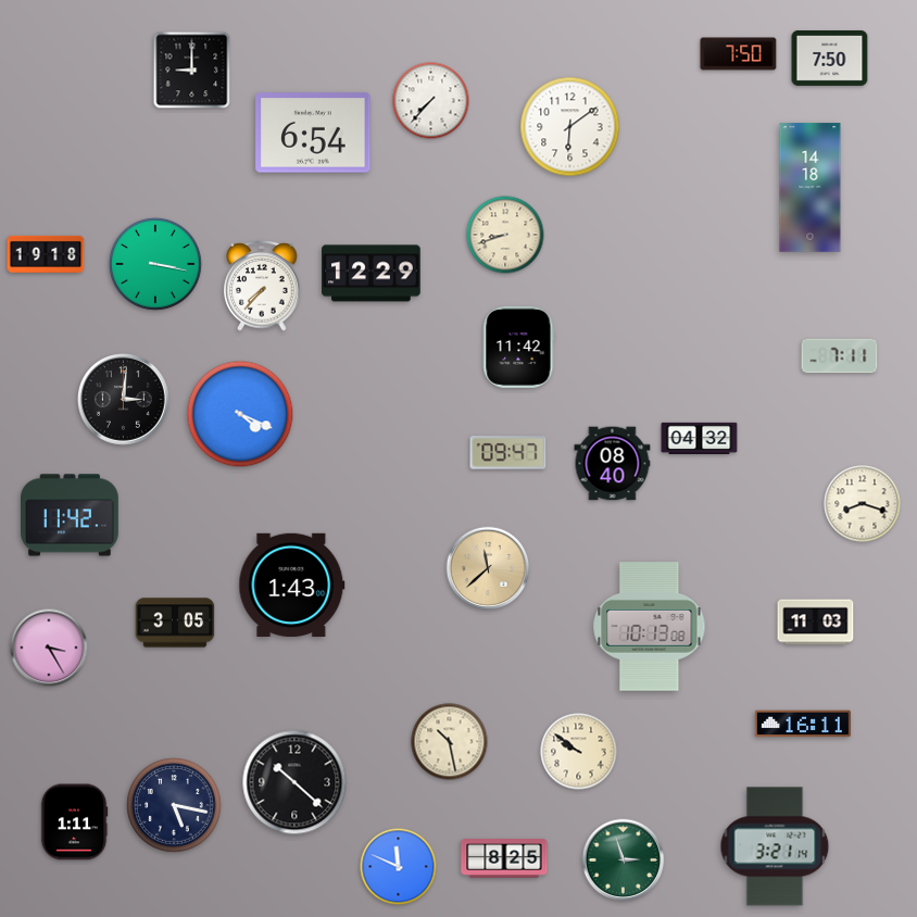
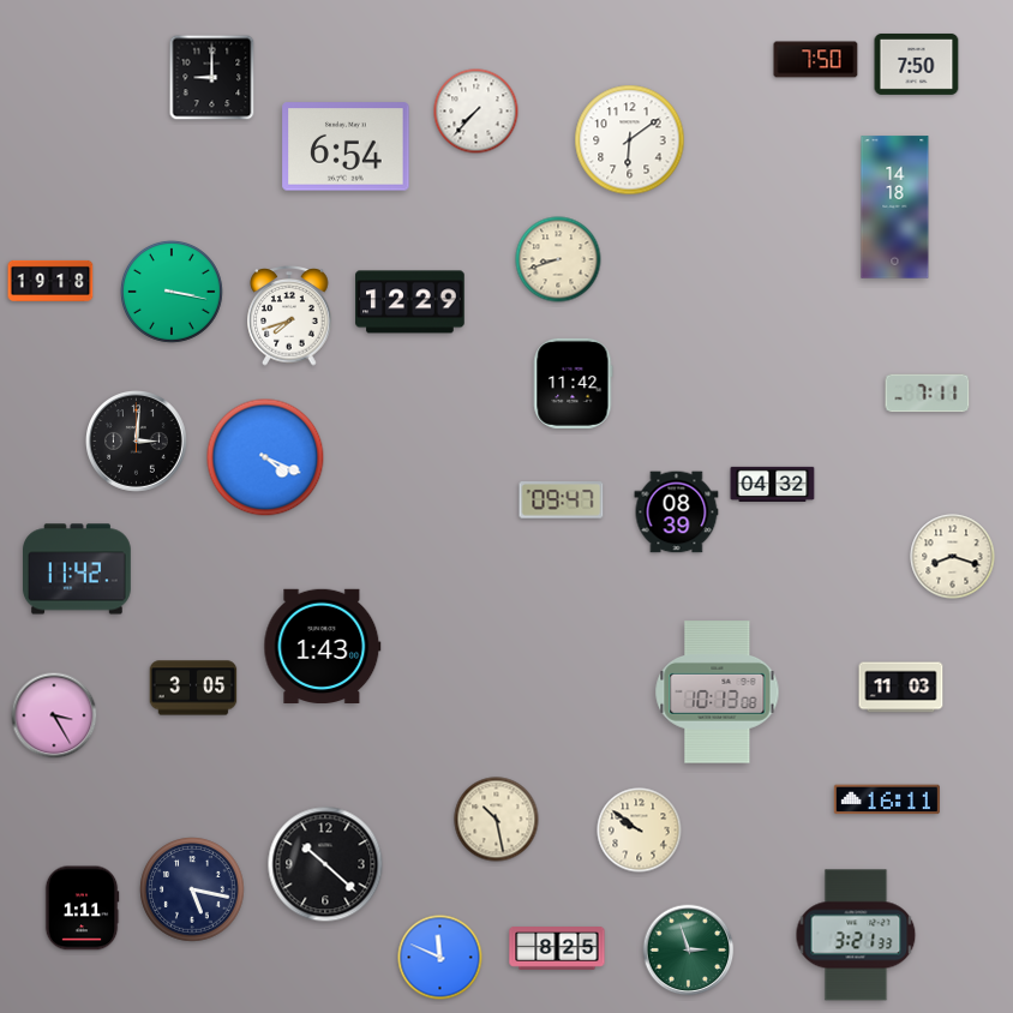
clock at (262, 286): 7:37 -> 7:42
clock at (613, 464): 08:40 -> 08:39
clock at (488, 568): 11:38 -> none
clock at (775, 846): 3:21:14 -> 3:21:33
